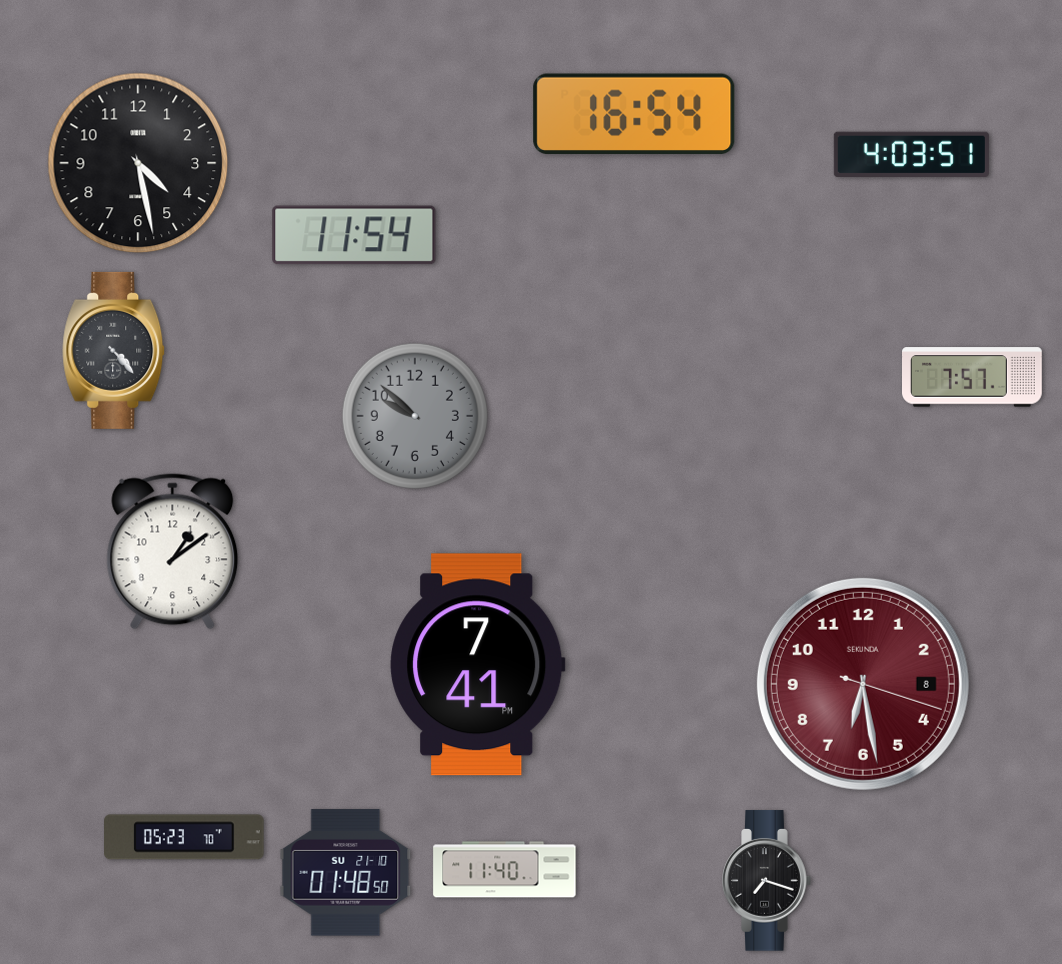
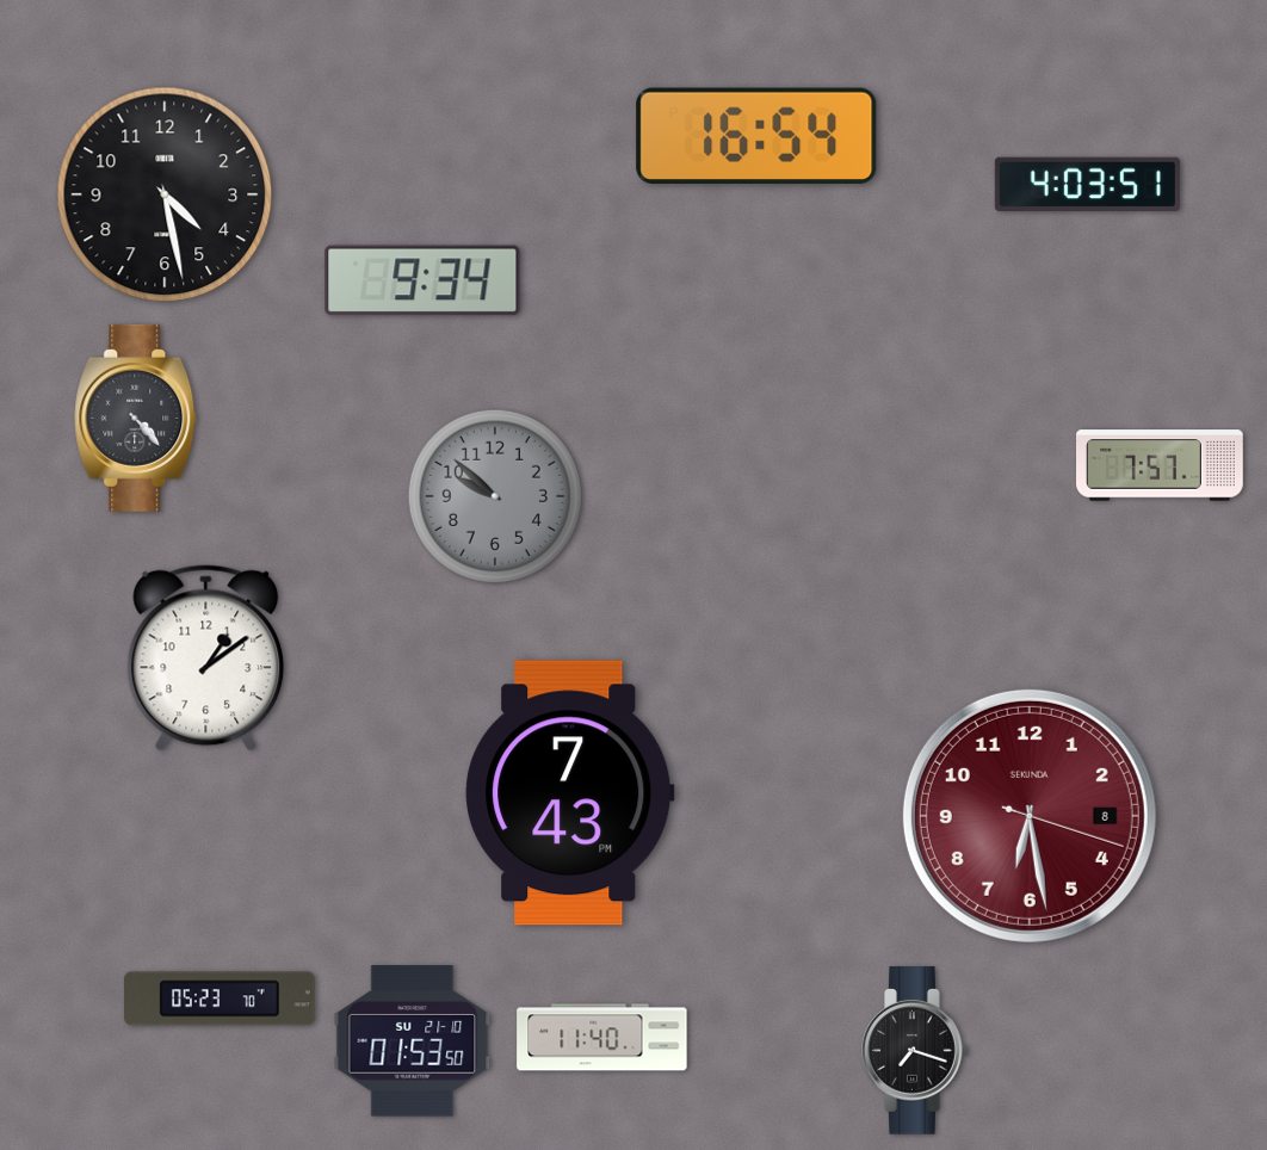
clock at (354, 235): 11:54 -> 9:34
clock at (973, 377) position: (973, 377) -> (1161, 465)
clock at (478, 665): 7:41 -> 7:43
clock at (346, 873): 01:48 -> 01:53
